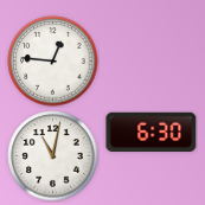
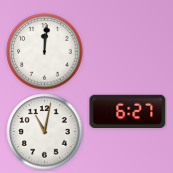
clock at (53, 62): 12:46 -> 12:01
clock at (152, 132): 6:30 -> 6:27
